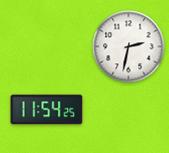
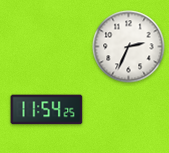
clock at (129, 47): 2:32 -> 2:34
